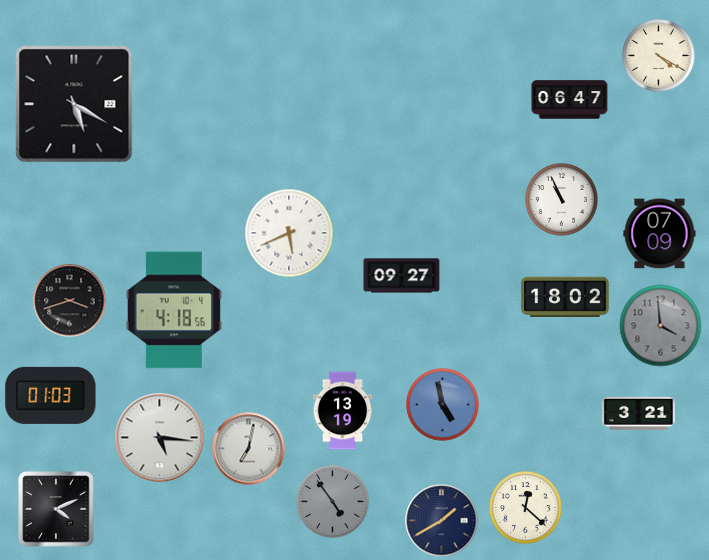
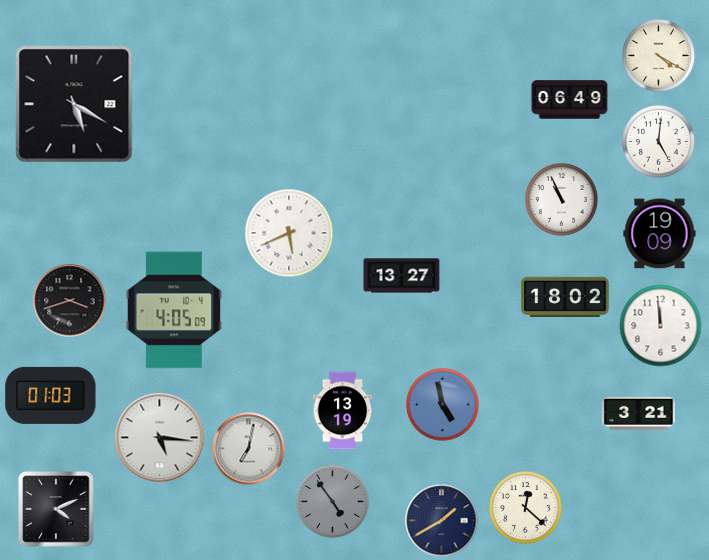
clock at (570, 100): 06:47 -> 06:49
clock at (659, 142): none -> 5:01
clock at (660, 234): 07:09 -> 19:09
clock at (402, 276): 09:27 -> 13:27
clock at (174, 310): 4:18 -> 4:05
clock at (661, 326): 3:59 -> 11:59
clock at (661, 326) dial: grey -> white
